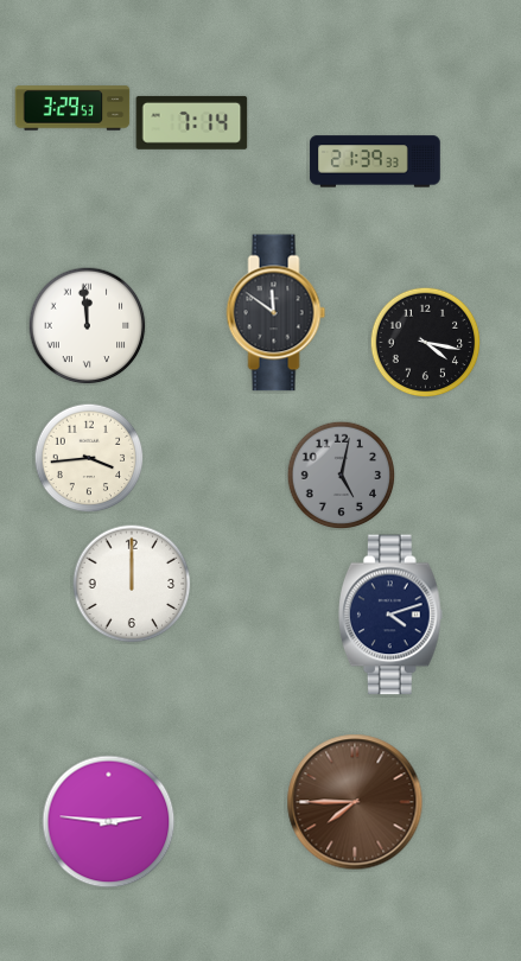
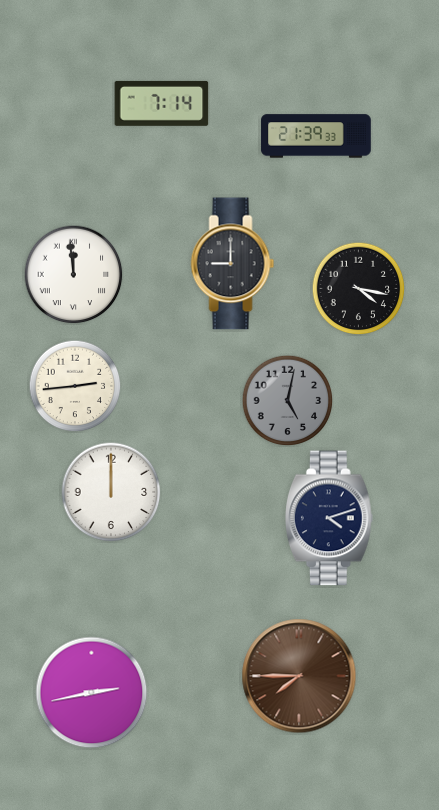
clock at (72, 108): 3:29 -> none
clock at (277, 313): 11:51 -> 9:00
clock at (89, 458): 3:44 -> 2:44
clock at (109, 822): 2:46 -> 2:43
